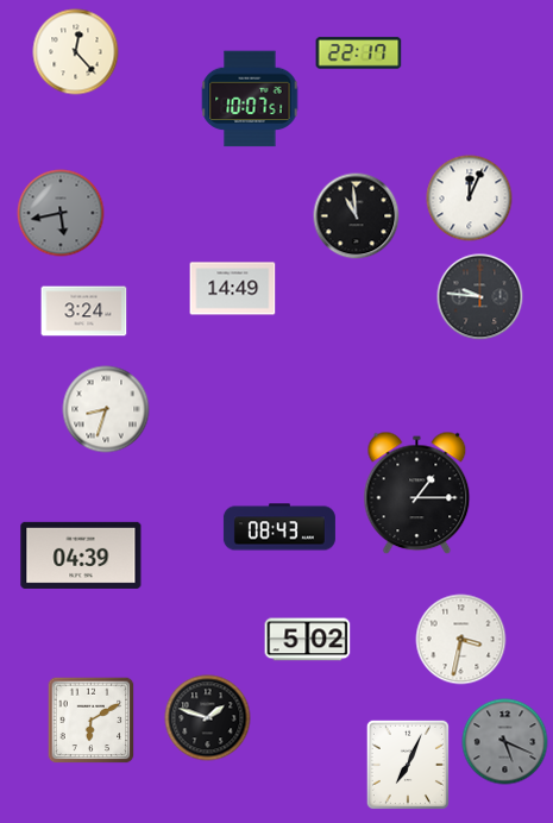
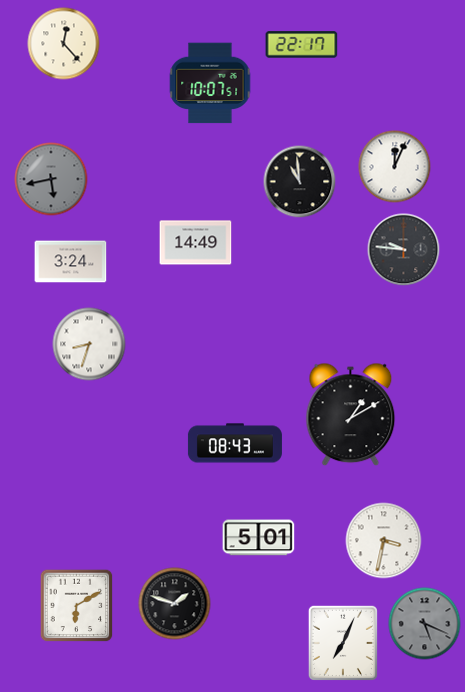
clock at (417, 494): 1:15 -> 1:10
clock at (81, 555): 04:39 -> none
clock at (308, 640): 5:02 -> 5:01
clock at (461, 640) position: (461, 640) -> (384, 541)
